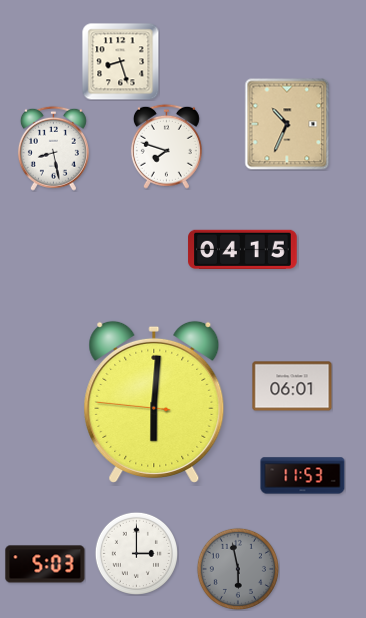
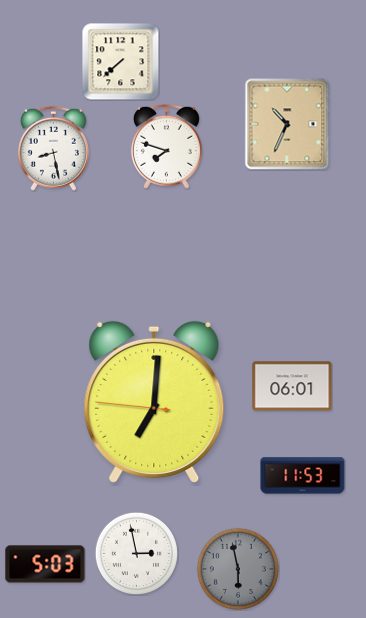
clock at (120, 61): 8:27 -> 7:38
clock at (243, 249): 04:15 -> none
clock at (154, 402): 6:00 -> 7:00
clock at (136, 553): 3:00 -> 2:58
